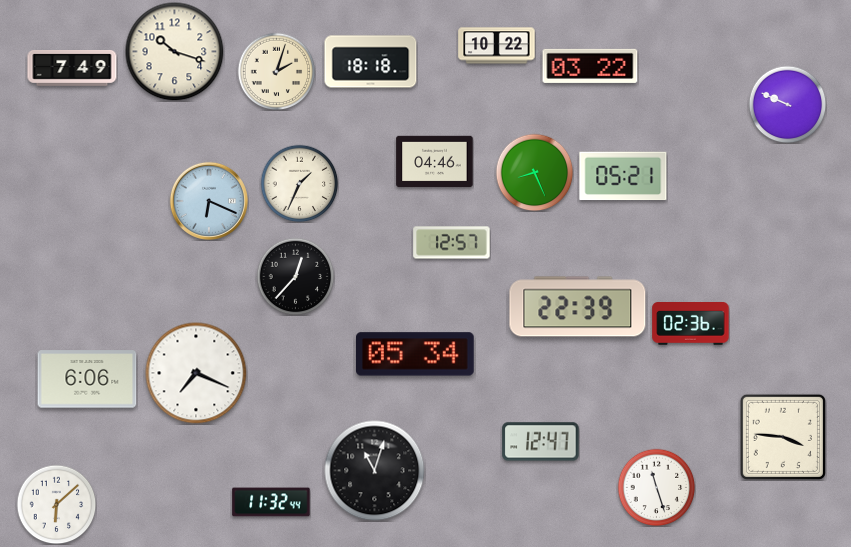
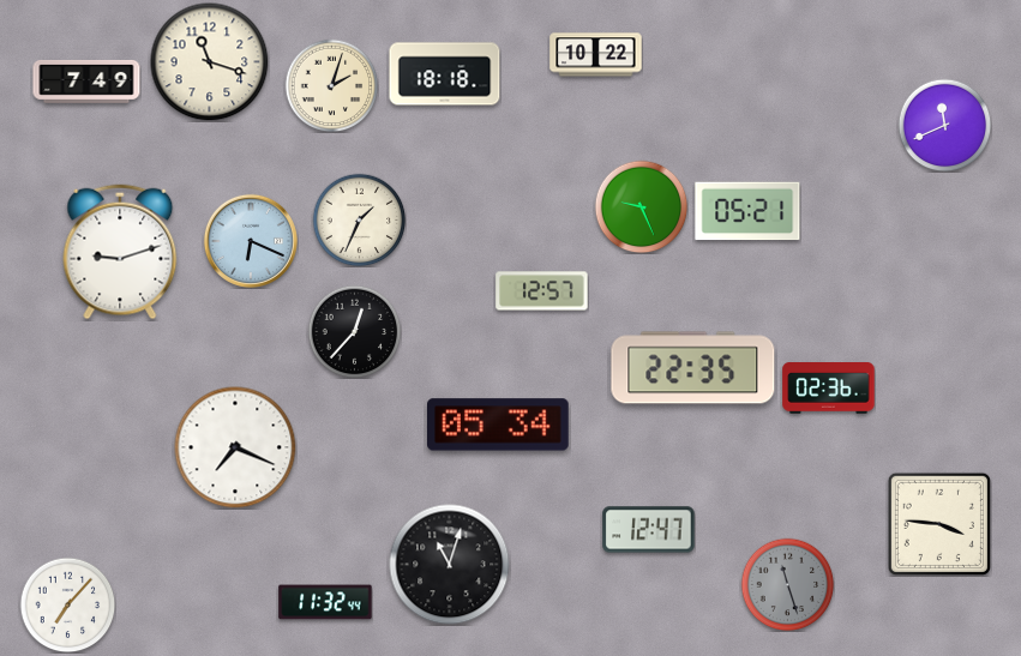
clock at (175, 52): 10:18 -> 11:18
clock at (590, 66): 03:22 -> none
clock at (787, 104): 9:49 -> 11:41
clock at (435, 162): 04:46 -> none
clock at (534, 172): 8:26 -> 9:26
clock at (120, 252): none -> 9:12
clock at (578, 307): 22:39 -> 22:35
clock at (87, 379): 6:06 -> none
clock at (656, 487) dial: white -> grey
clock at (56, 504): 6:08 -> 7:07
